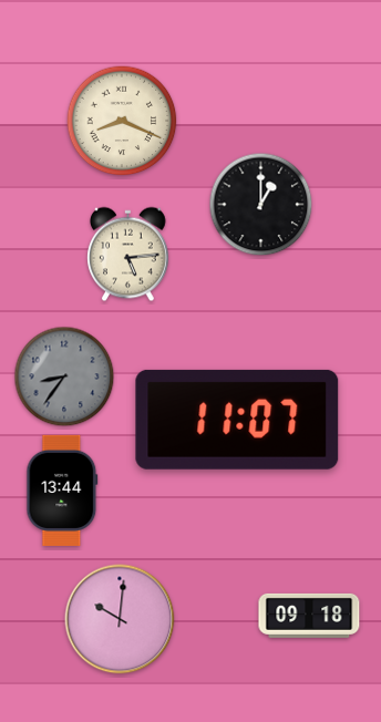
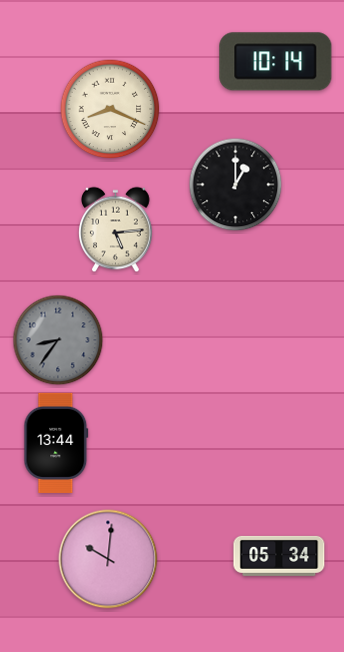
clock at (276, 62): none -> 10:14
clock at (237, 420): 11:07 -> none
clock at (309, 616): 09:18 -> 05:34
